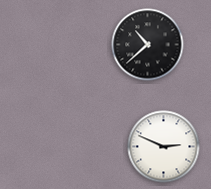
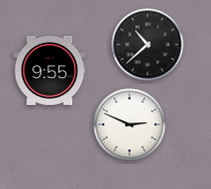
clock at (50, 70): none -> 9:55
clock at (164, 147) position: (164, 147) -> (130, 125)
